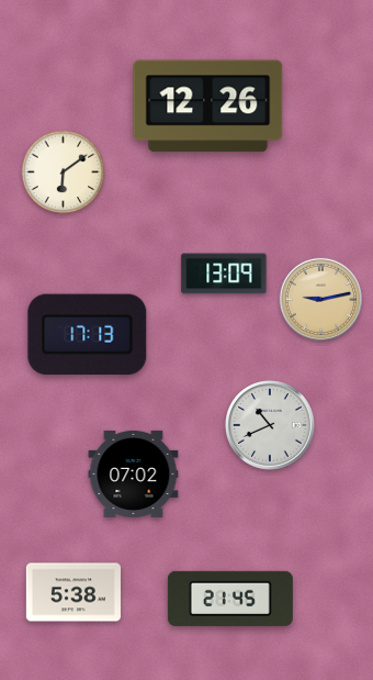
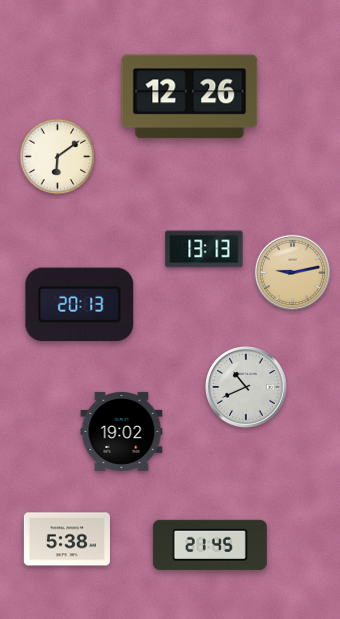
clock at (224, 274): 13:09 -> 13:13
clock at (88, 335): 17:13 -> 20:13
clock at (134, 473): 07:02 -> 19:02
